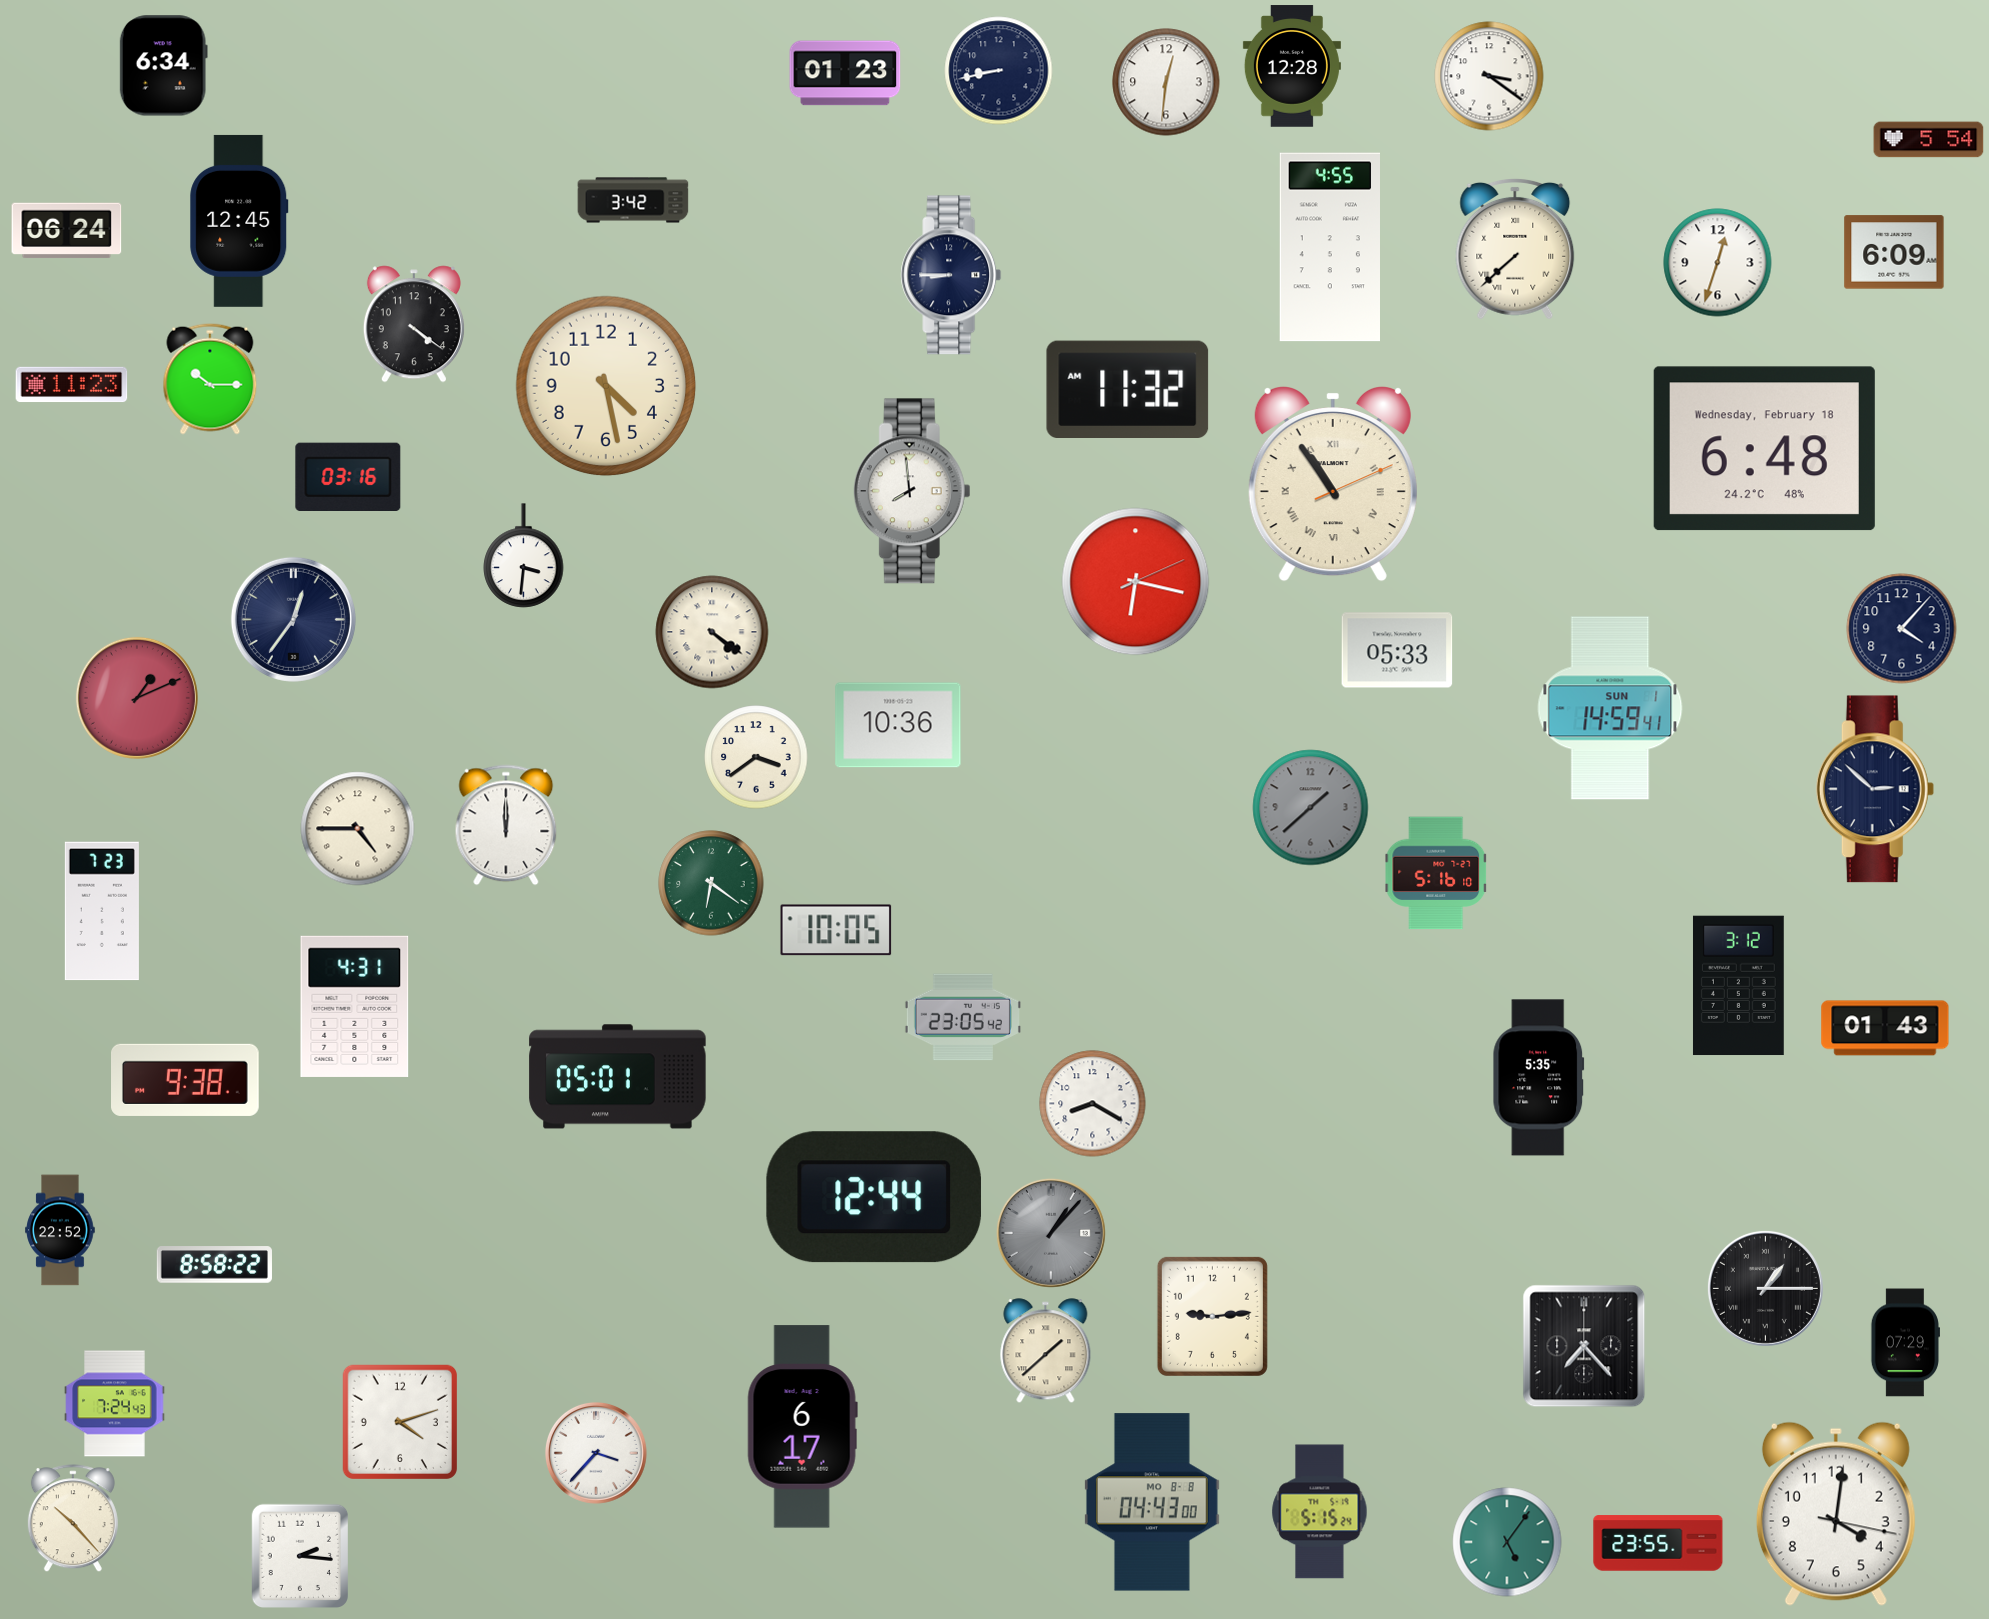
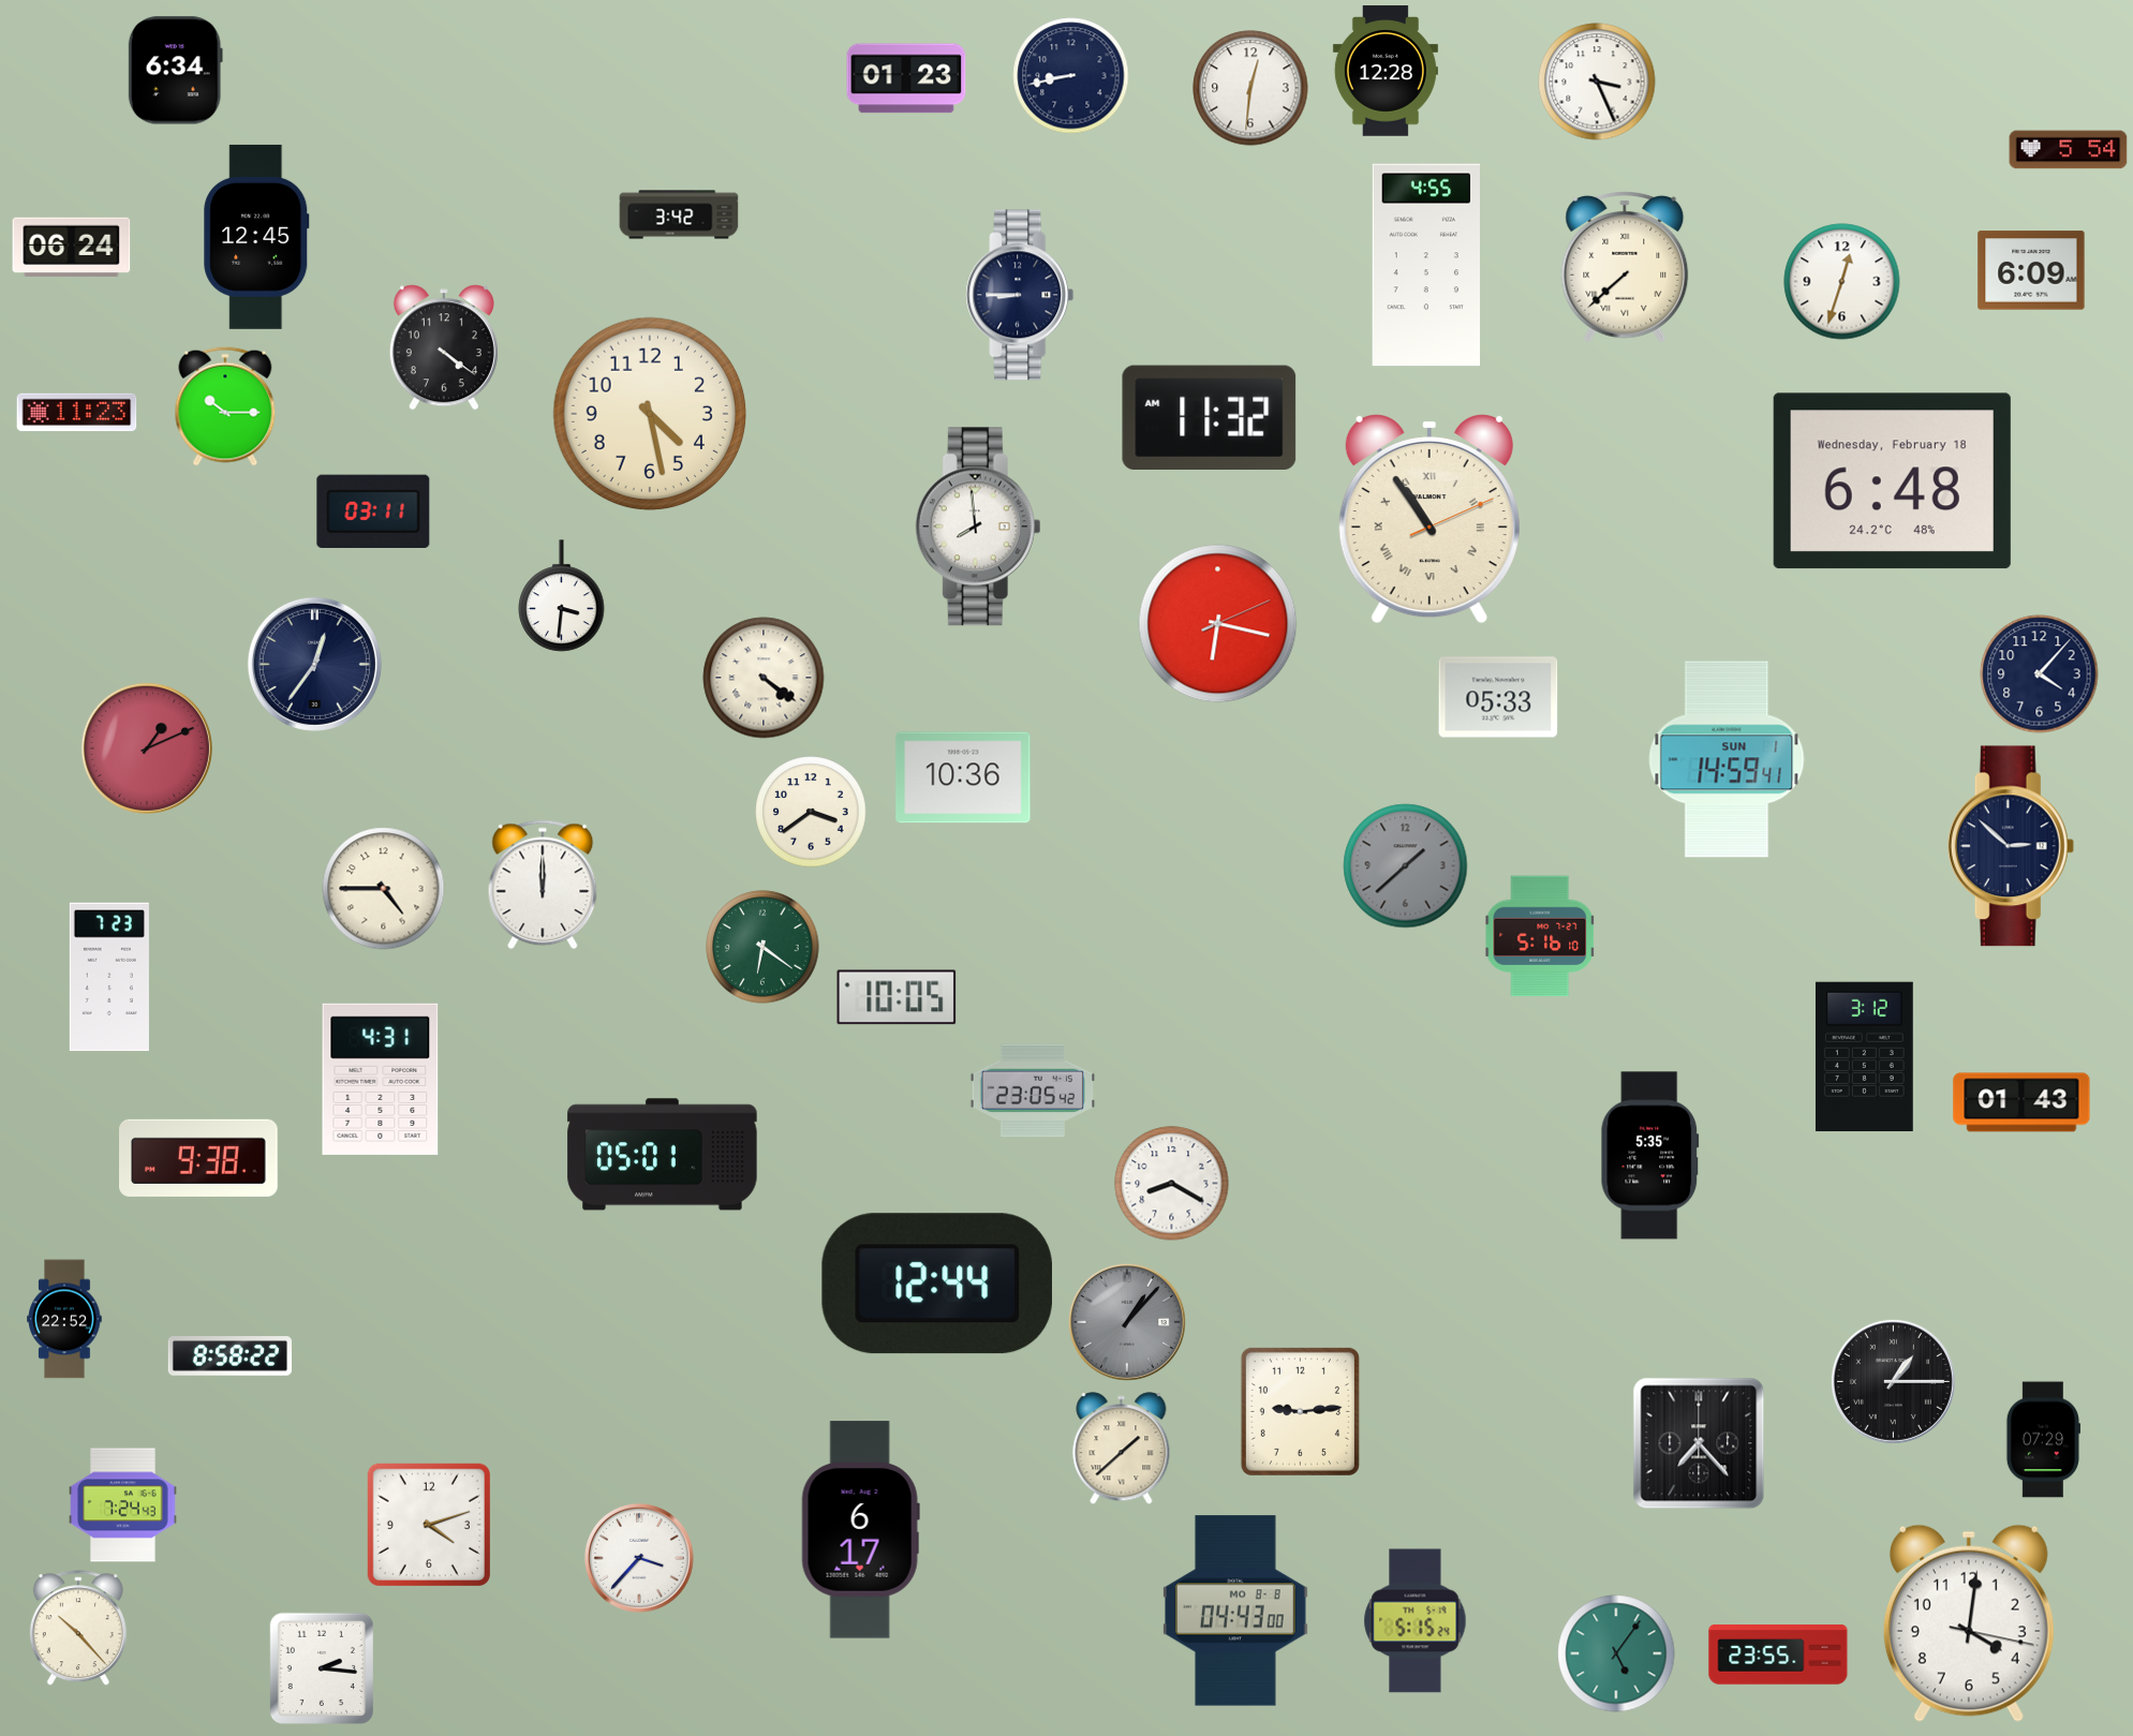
clock at (1489, 76): 3:21 -> 3:26
clock at (348, 476): 03:16 -> 03:11
